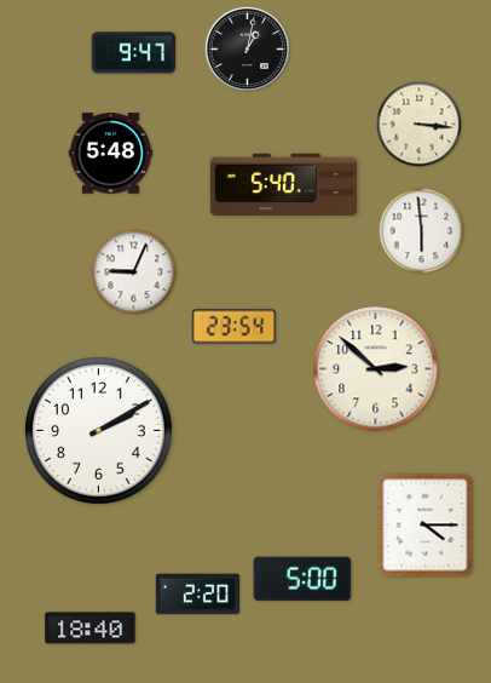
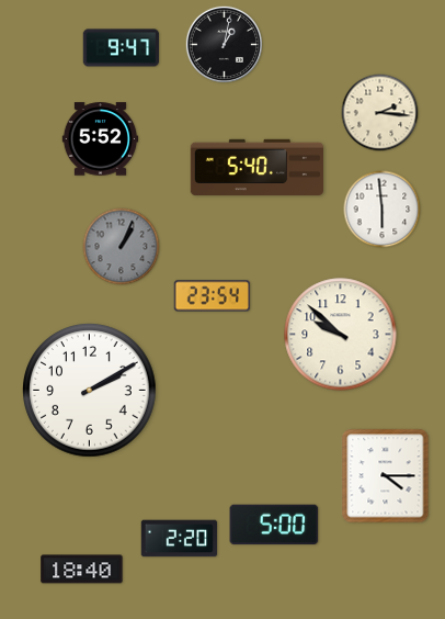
clock at (420, 125): 3:16 -> 2:16
clock at (111, 154): 5:48 -> 5:52
clock at (134, 272): 9:04 -> 1:04
clock at (134, 272) dial: white -> grey
clock at (376, 369): 2:52 -> 9:52
